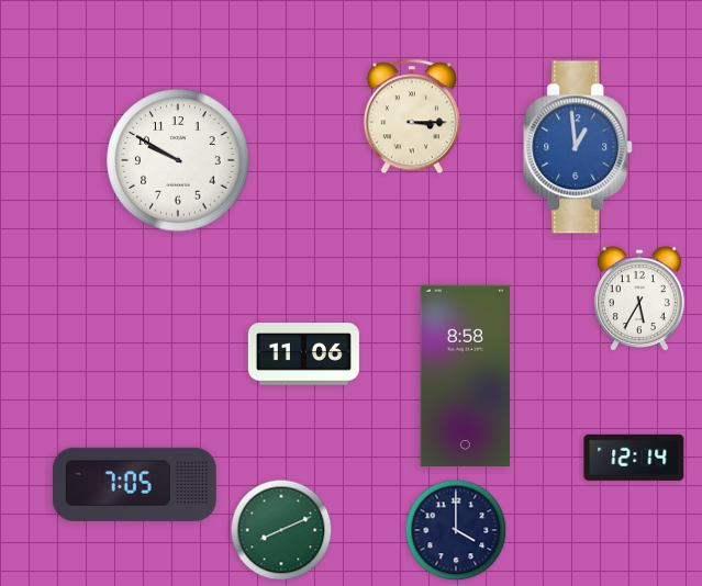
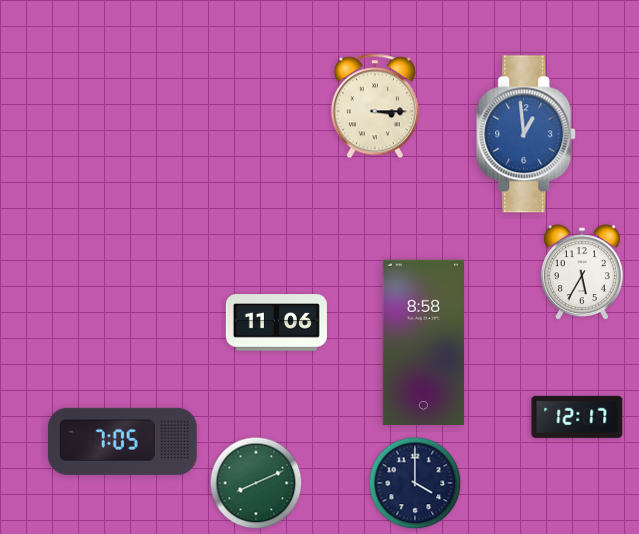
clock at (178, 160): 9:50 -> none
clock at (634, 458): 12:14 -> 12:17
